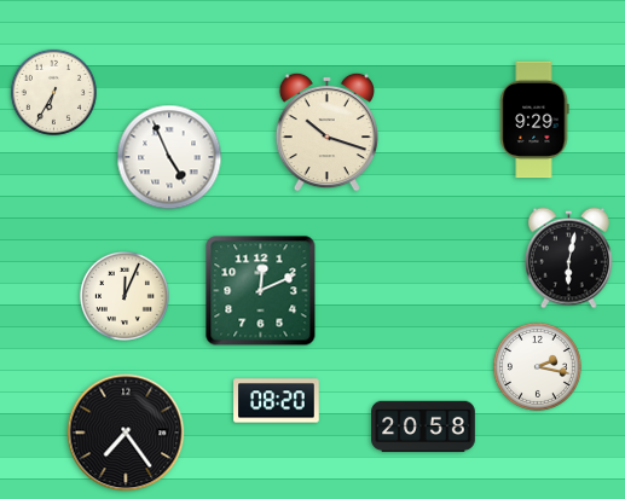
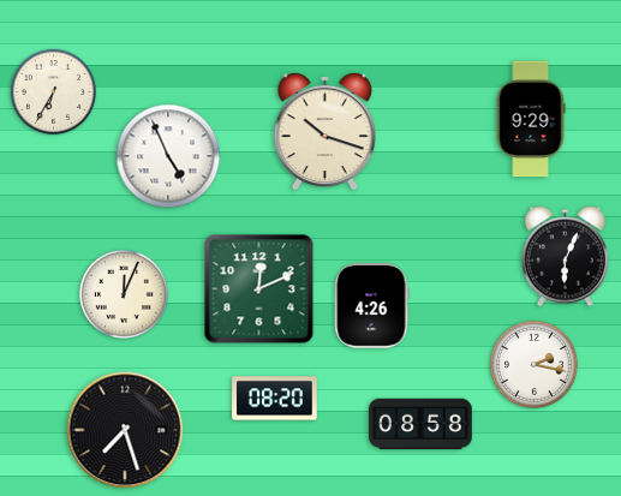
clock at (568, 259): 6:02 -> 6:04
clock at (372, 306): none -> 4:26
clock at (423, 427): 20:58 -> 08:58
clock at (126, 433): 7:24 -> 7:27
